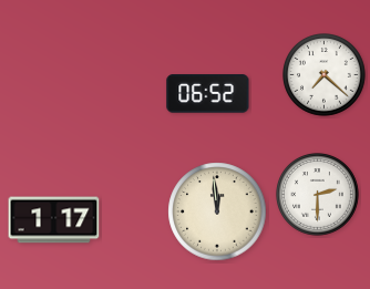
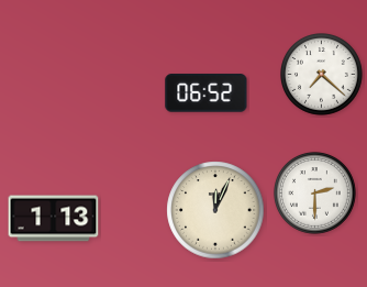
clock at (217, 211): 11:59 -> 12:04
clock at (54, 220): 1:17 -> 1:13
